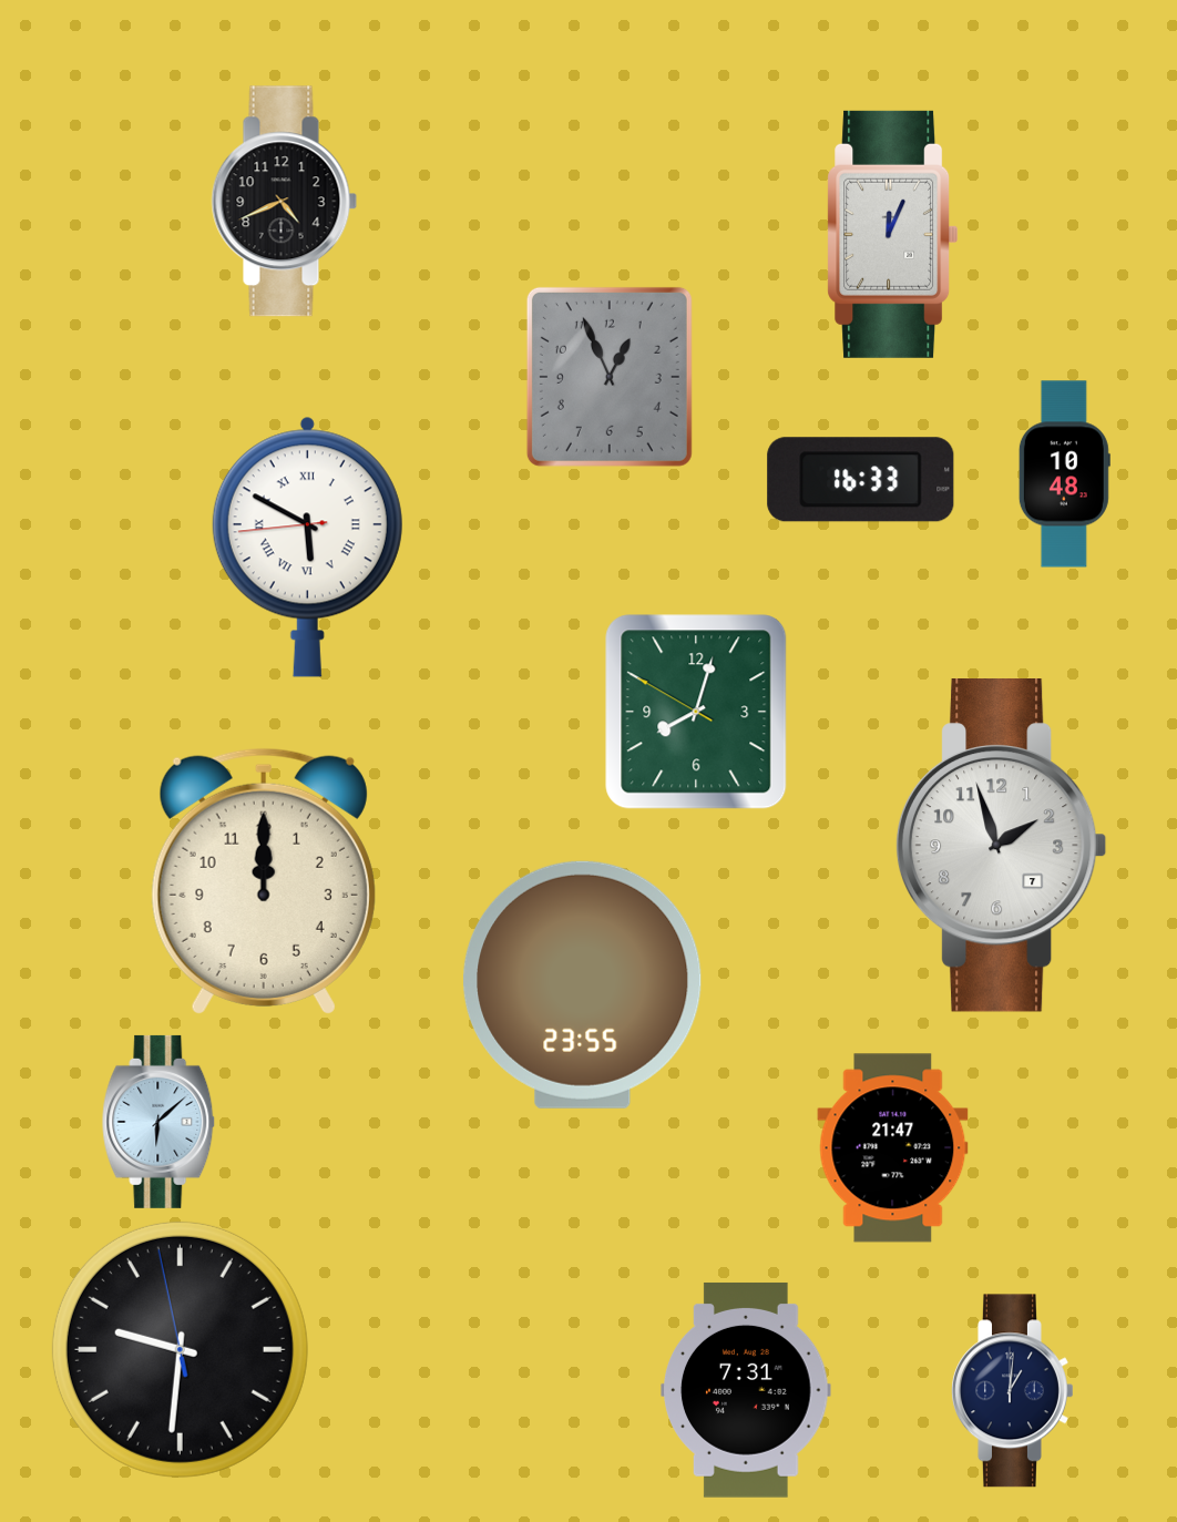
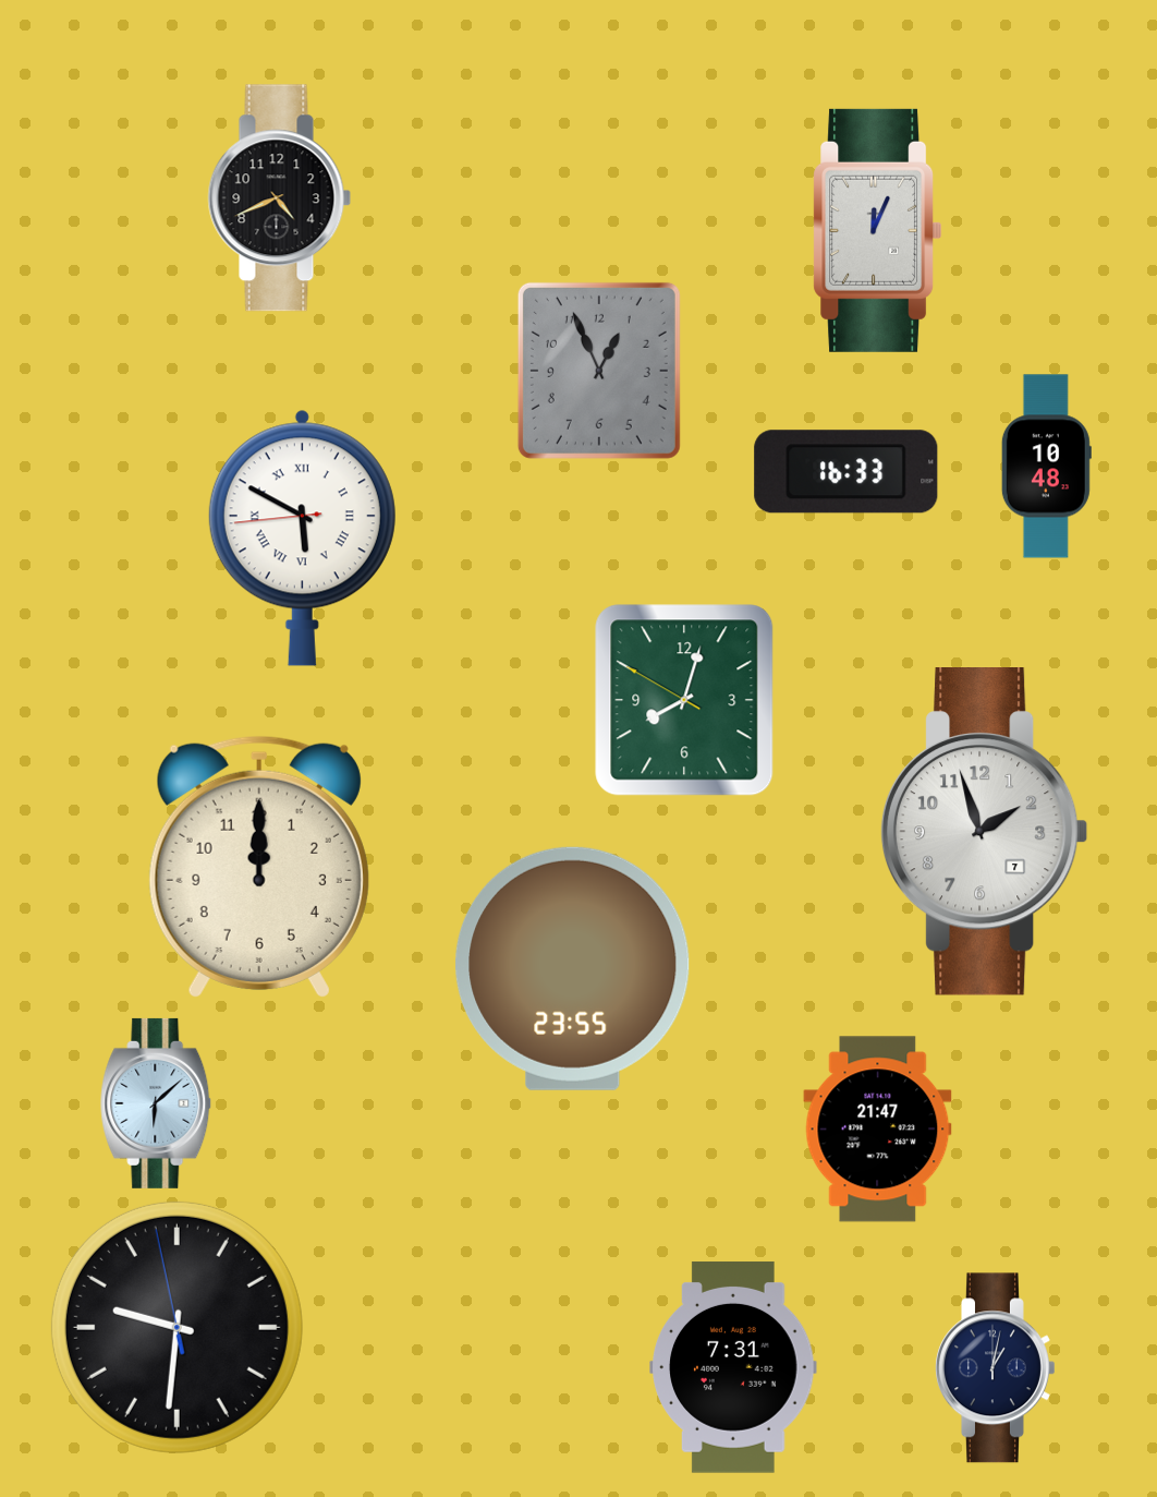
clock at (1013, 1391): 1:01 -> 1:02
